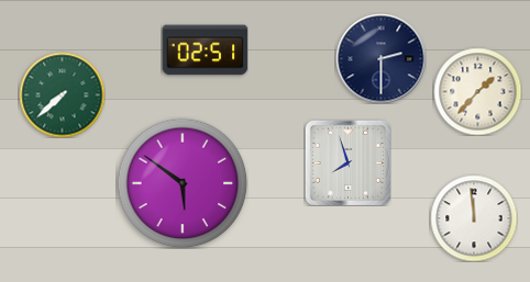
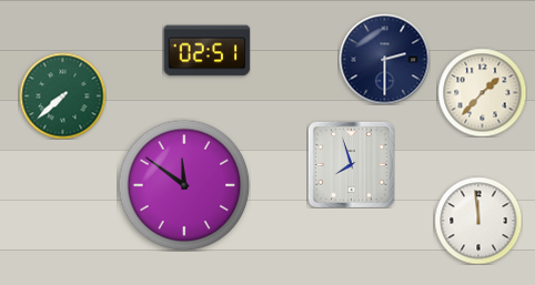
clock at (183, 183): 5:51 -> 11:51
